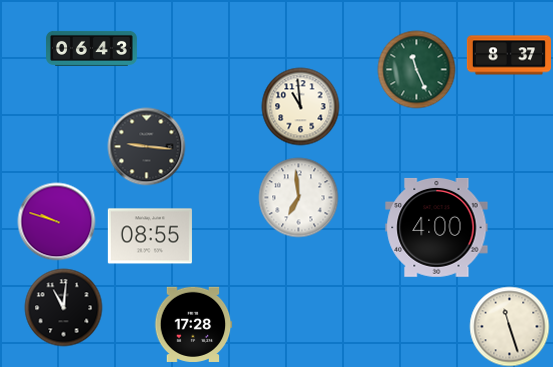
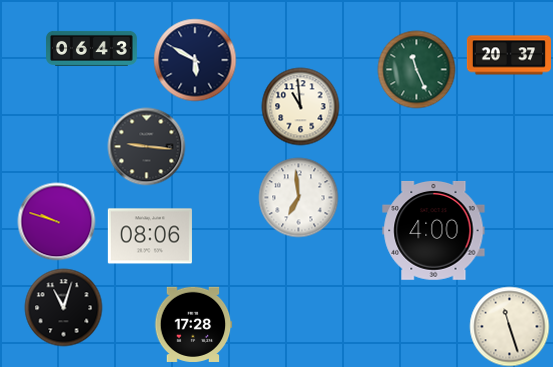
clock at (508, 55): 8:37 -> 20:37
clock at (195, 60): none -> 5:50
clock at (437, 227) position: (437, 227) -> (434, 230)
clock at (150, 236): 08:55 -> 08:06
clock at (63, 307): 11:01 -> 11:03
